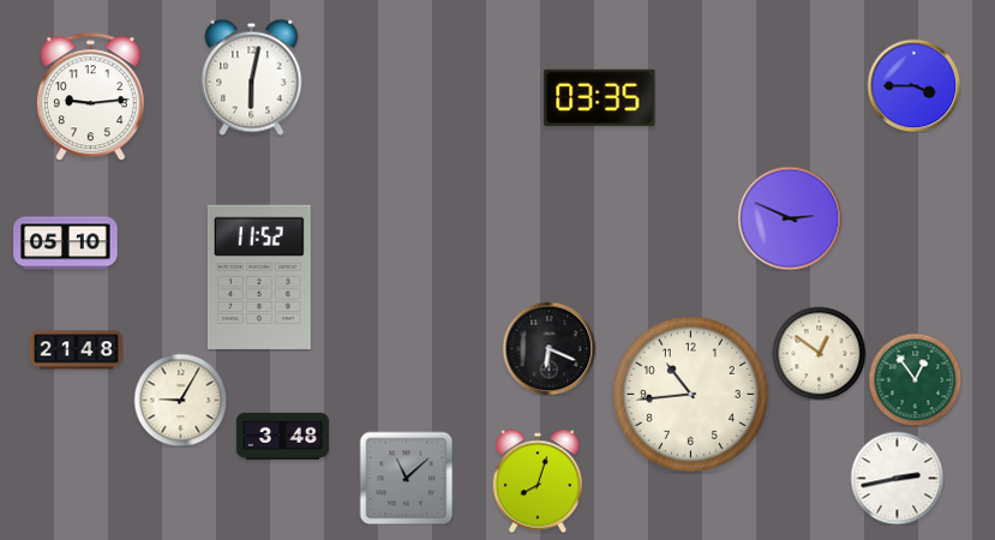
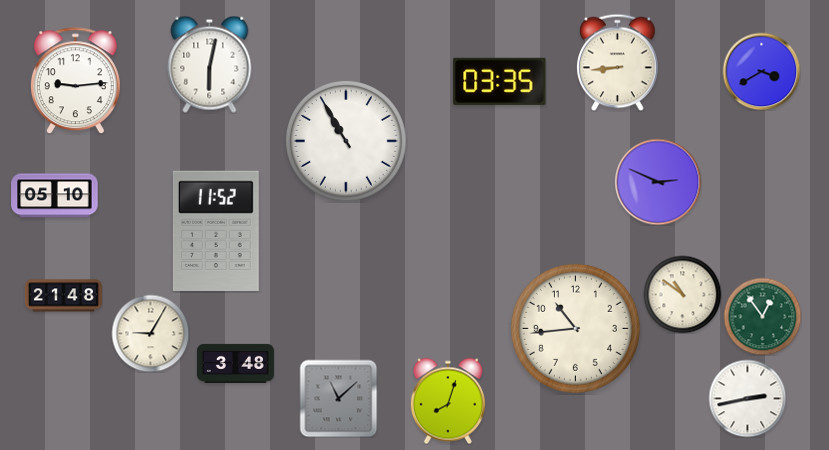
clock at (618, 62): none -> 8:44
clock at (913, 85): 3:45 -> 3:40
clock at (347, 142): none -> 10:55
clock at (66, 244) position: (66, 244) -> (55, 196)
clock at (549, 348): 6:19 -> none
clock at (76, 350) position: (76, 350) -> (63, 296)
clock at (819, 353): 12:51 -> 10:51
